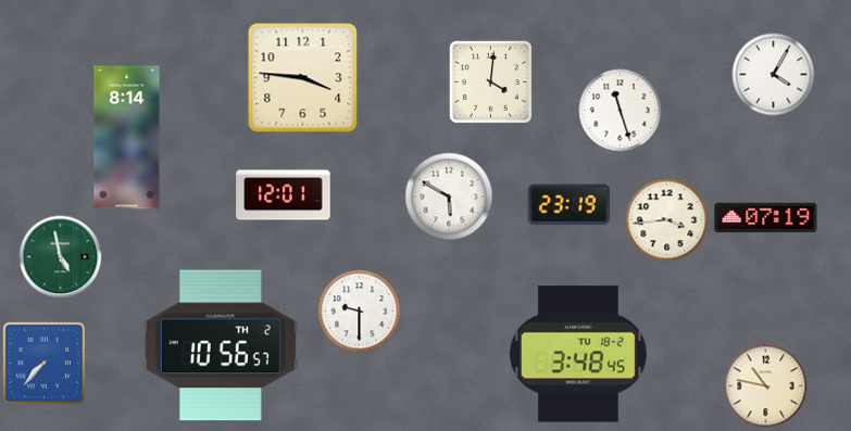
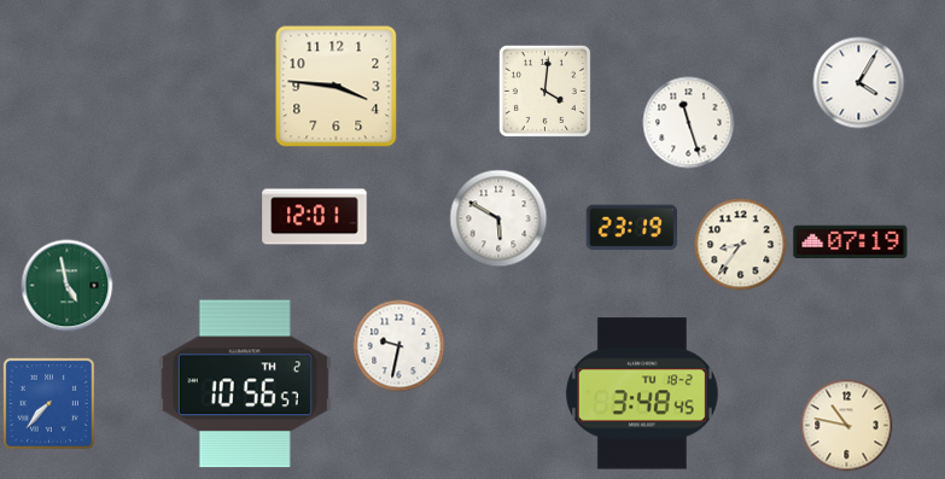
clock at (127, 138): 8:14 -> none
clock at (667, 220): 3:44 -> 8:36
clock at (360, 312): 9:30 -> 9:32
clock at (766, 386) position: (766, 386) -> (847, 426)
